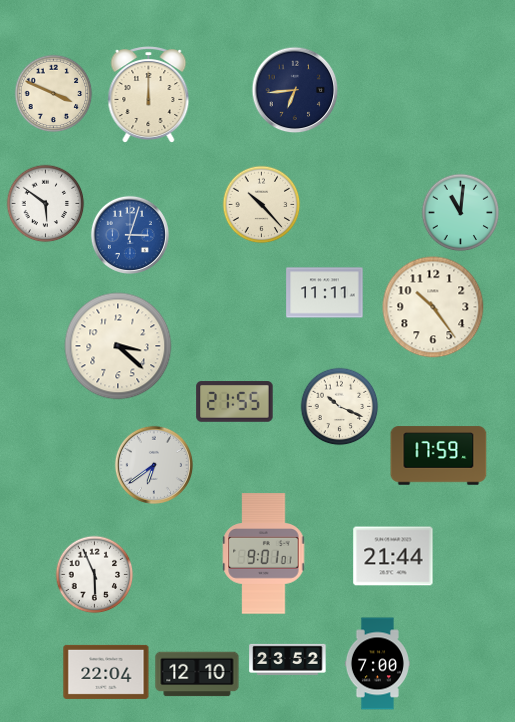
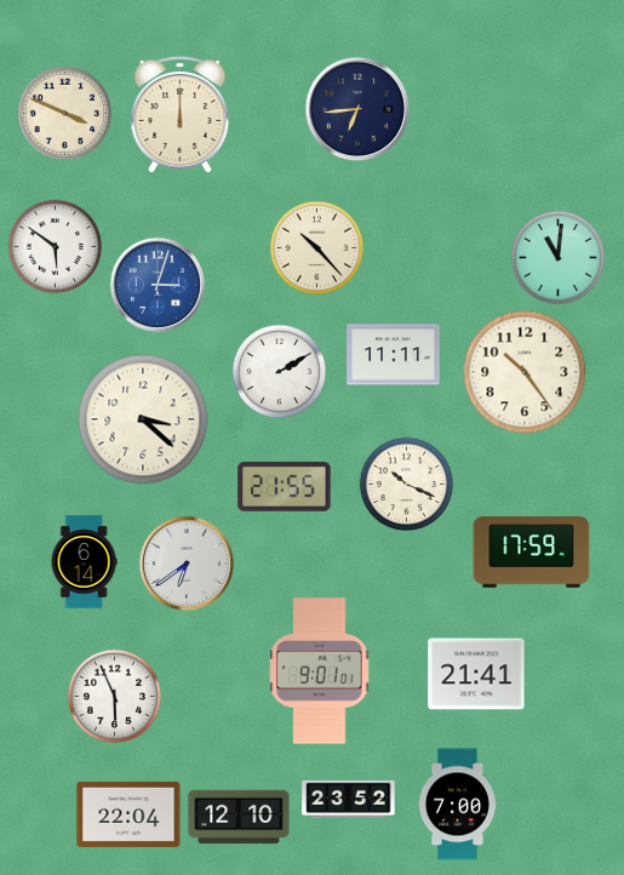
clock at (279, 371): none -> 2:10
clock at (339, 406) position: (339, 406) -> (406, 484)
clock at (84, 562): none -> 6:14
clock at (393, 556): 21:44 -> 21:41
